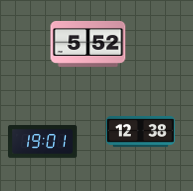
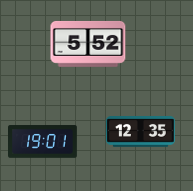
clock at (141, 132): 12:38 -> 12:35
